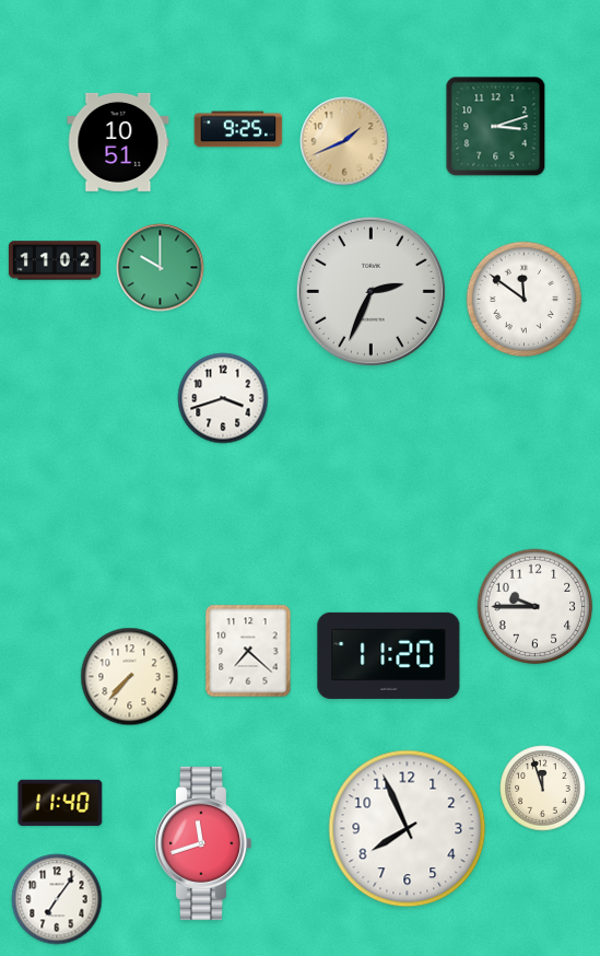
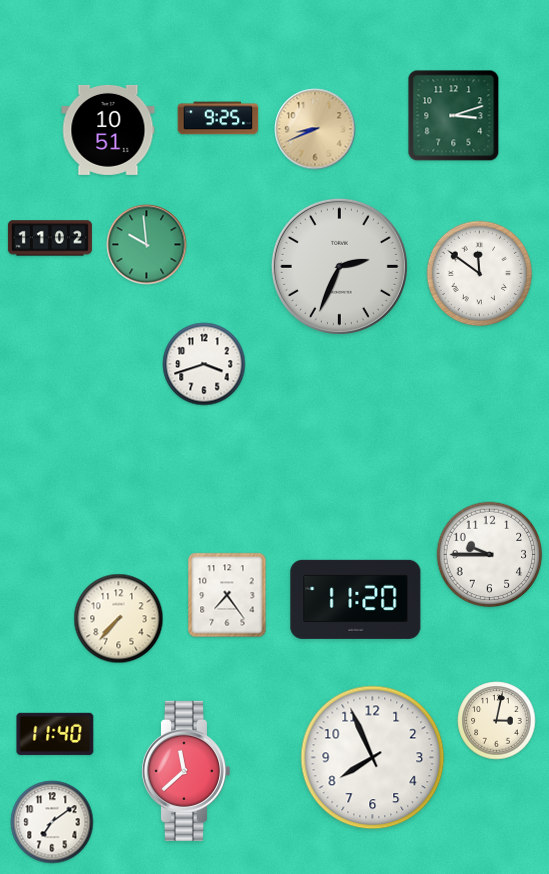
clock at (344, 141): 1:41 -> 8:41
clock at (161, 268): 10:00 -> 9:59
clock at (248, 651): 7:22 -> 7:24
clock at (543, 789): 11:57 -> 3:02
clock at (202, 843): 11:42 -> 11:38
clock at (57, 899): 7:06 -> 7:09
